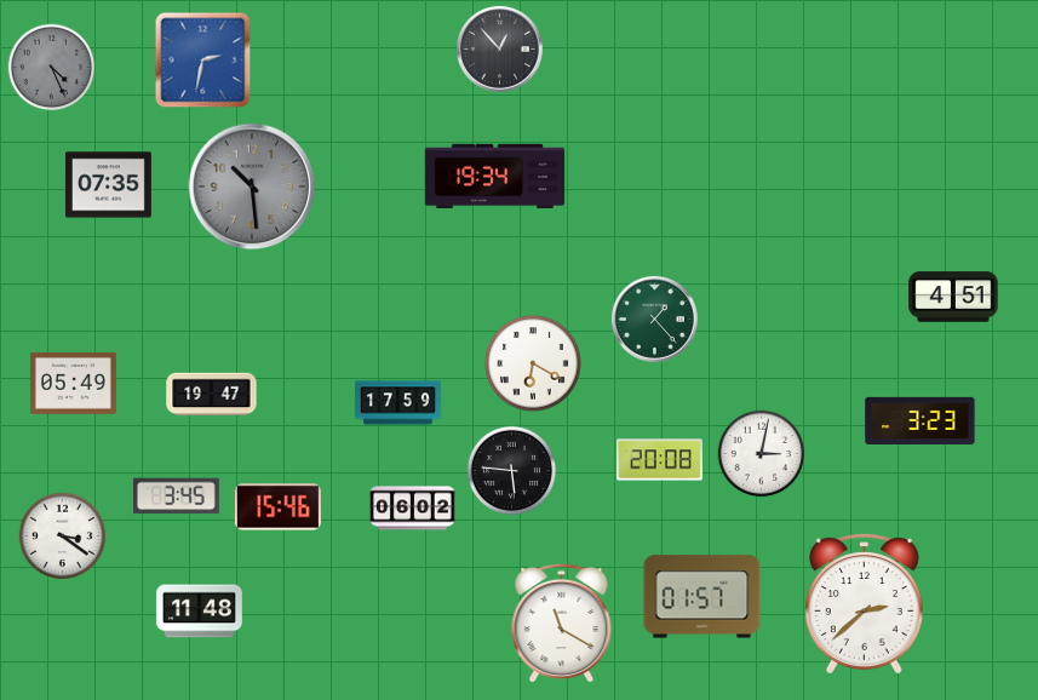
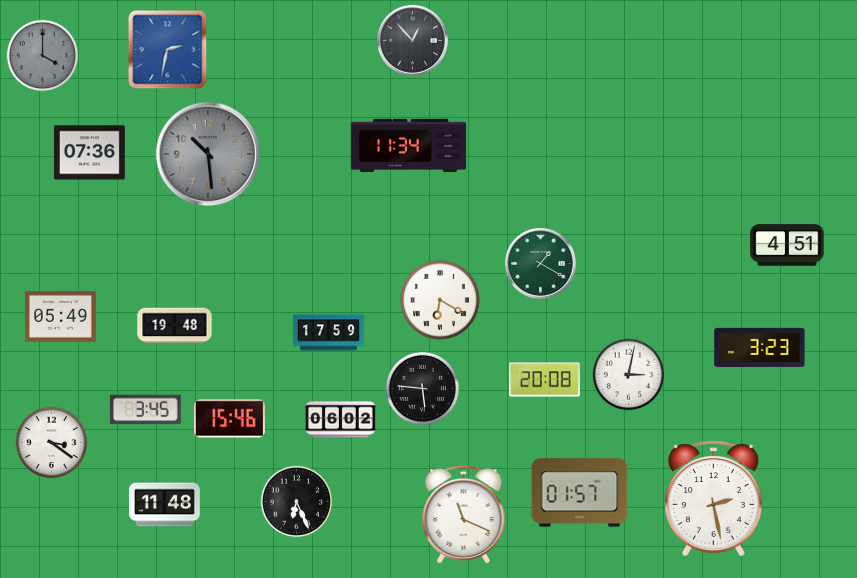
clock at (52, 68): 4:26 -> 4:00
clock at (495, 176): 19:34 -> 11:34
clock at (108, 185): 07:35 -> 07:36
clock at (654, 319): 1:23 -> 1:20
clock at (212, 395): 19:47 -> 19:48
clock at (864, 604): 2:38 -> 2:28
clock at (297, 502): none -> 6:26
clock at (562, 622): 11:20 -> 11:19
